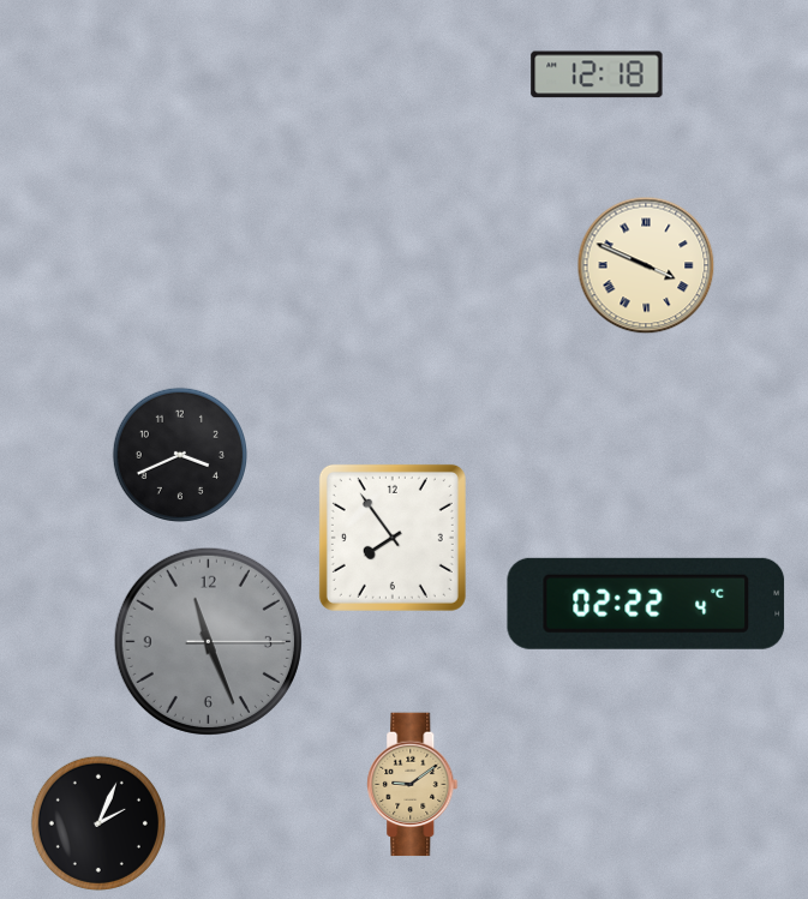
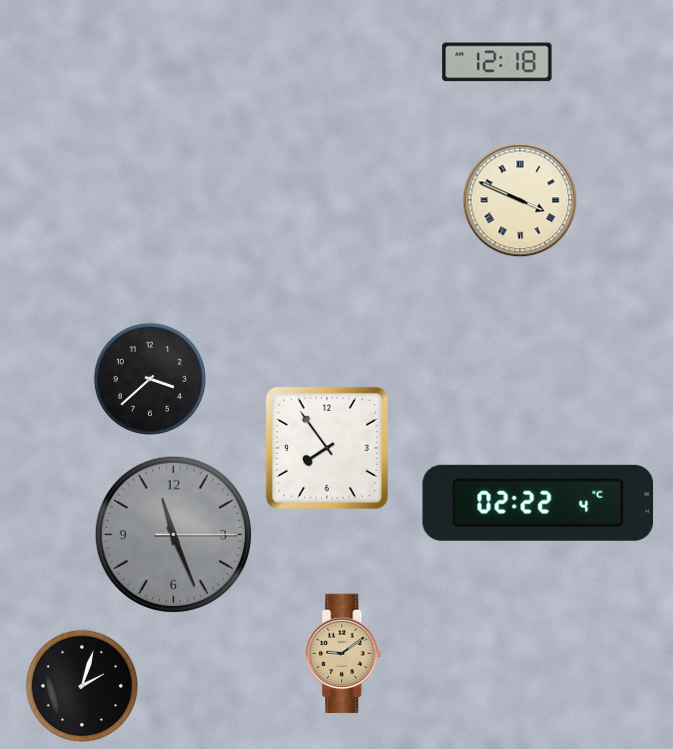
clock at (646, 265) position: (646, 265) -> (520, 200)
clock at (180, 455): 3:41 -> 3:38
clock at (98, 823): 2:04 -> 2:03
